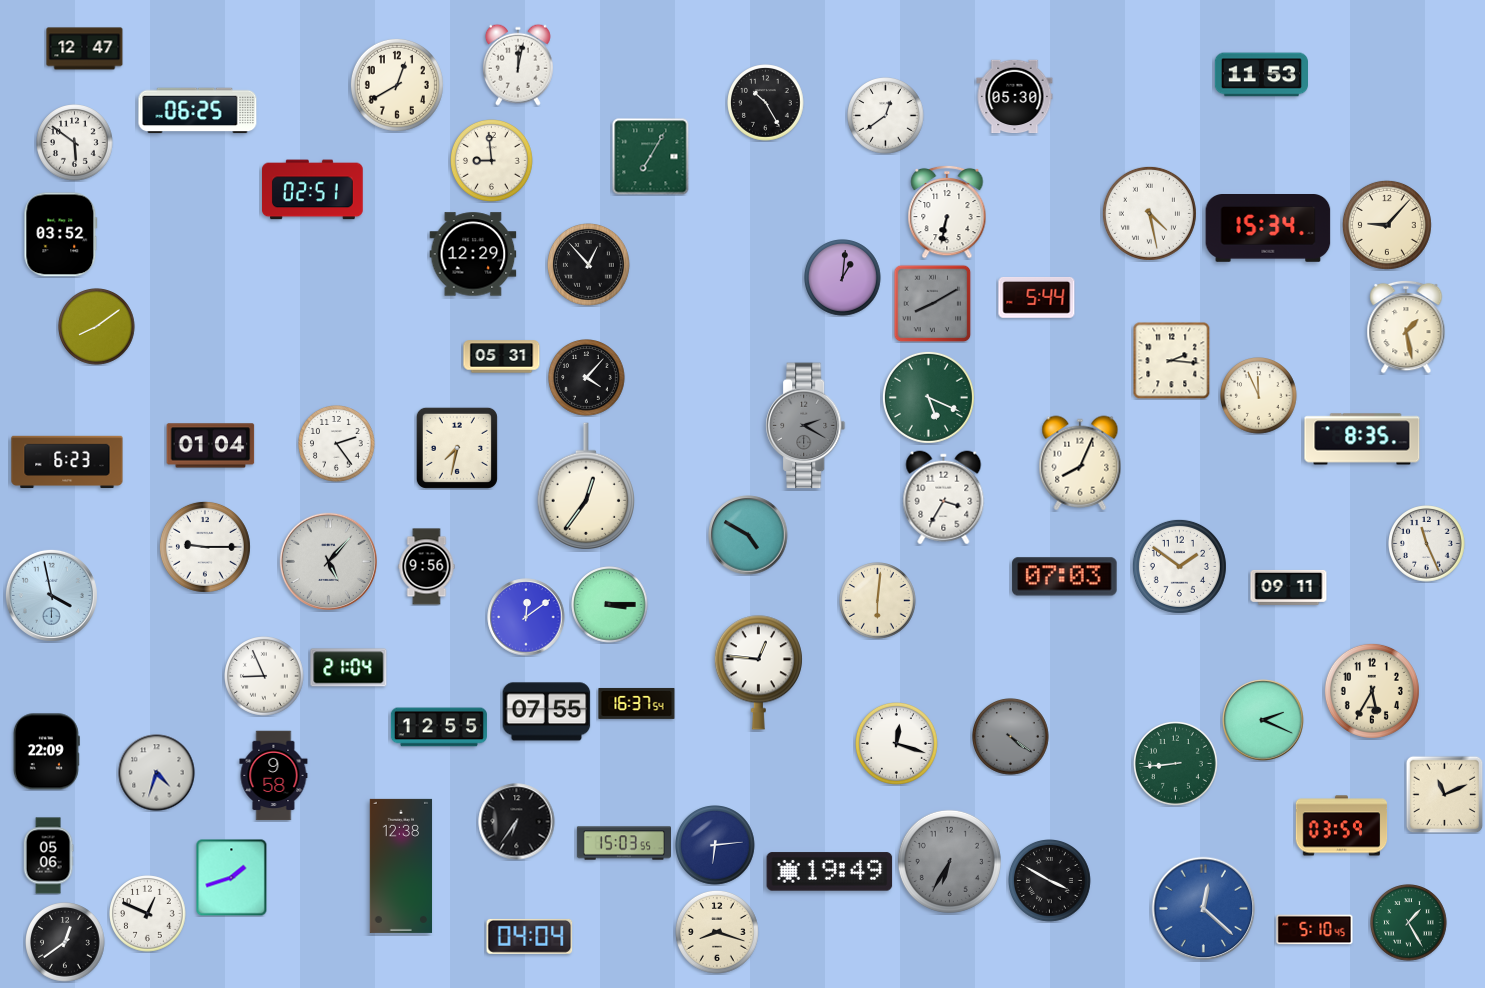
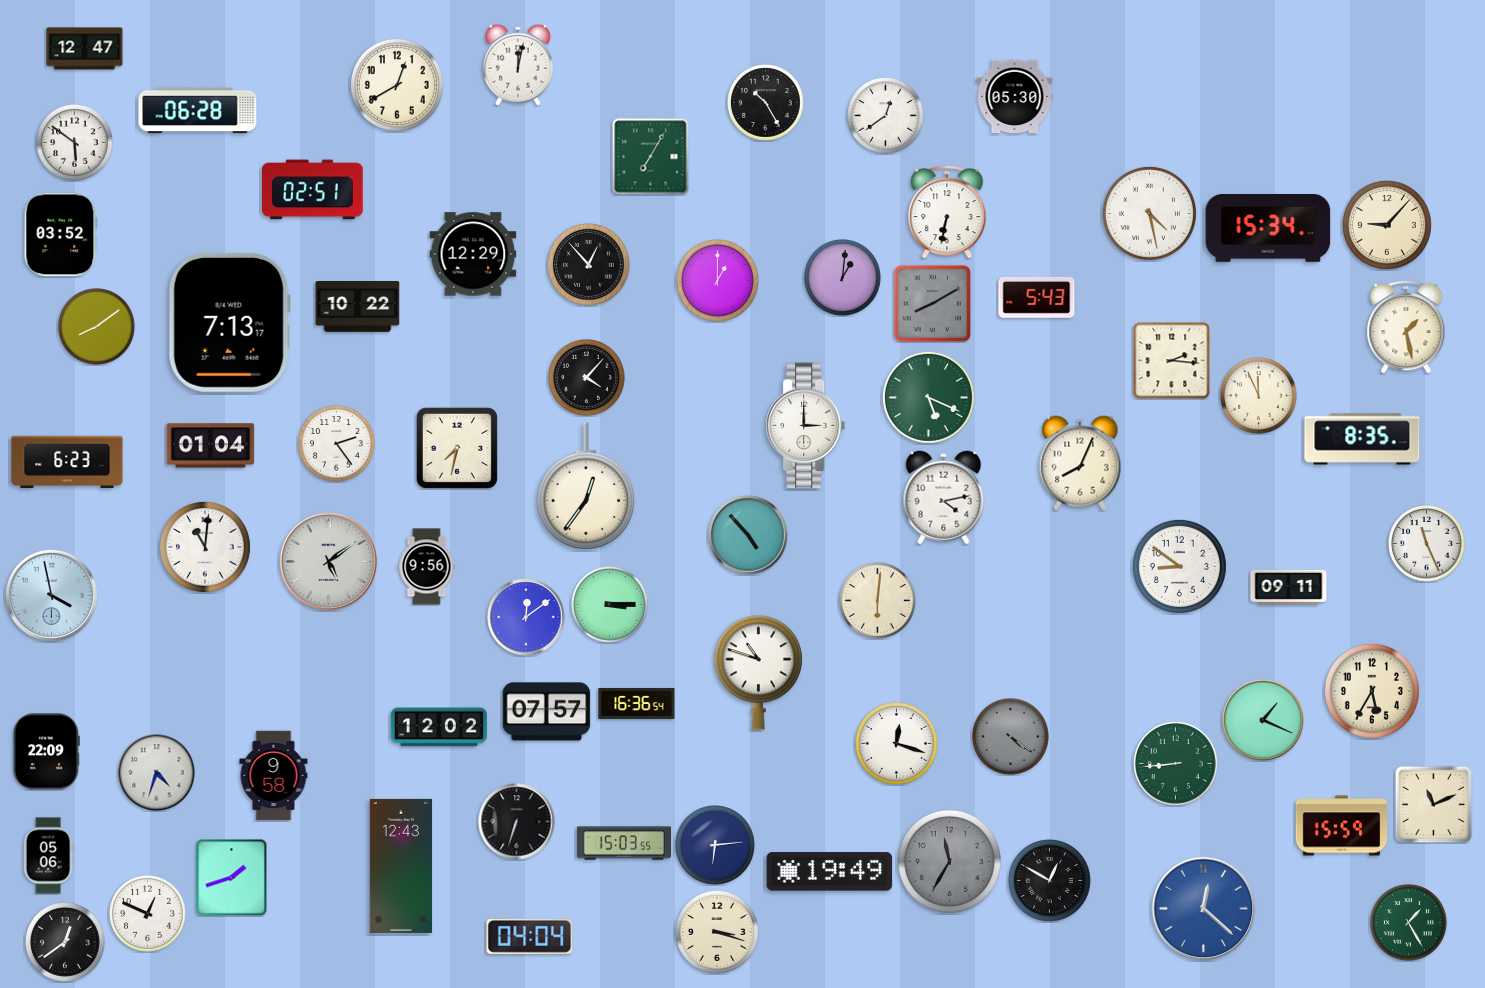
clock at (1261, 75): 11:53 -> none
clock at (198, 111): 06:25 -> 06:28
clock at (492, 161): 8:59 -> none
clock at (718, 281): none -> 1:00
clock at (1037, 297): 5:44 -> 5:43
clock at (358, 307): none -> 10:22
clock at (229, 322): none -> 7:13
clock at (502, 357): 05:31 -> none
clock at (806, 426): 2:20 -> 3:00
clock at (806, 426) dial: grey -> white
clock at (944, 498): 3:35 -> 4:13
clock at (748, 535): 4:50 -> 4:53
clock at (205, 547): 9:15 -> 11:01
clock at (328, 561): 5:07 -> 5:09
clock at (1179, 566): 1:51 -> 8:51
clock at (1065, 577): 07:03 -> none
clock at (349, 668): 21:04 -> none
clock at (758, 673): 12:46 -> 10:48
clock at (265, 677): 8:56 -> none
clock at (637, 703): 16:37 -> 16:36
clock at (547, 712): 07:55 -> 07:57
clock at (1263, 720): 2:19 -> 1:19
clock at (439, 727): 12:55 -> 12:02
clock at (1444, 794) position: (1444, 794) -> (1433, 804)
clock at (517, 822): 6:36 -> 6:33
clock at (1342, 826): 03:59 -> 15:59
clock at (949, 861): 6:35 -> 11:35
clock at (401, 866): 12:38 -> 12:43
clock at (1050, 881): 3:50 -> 12:50
clock at (1315, 930): 5:10 -> none
clock at (717, 932): 8:18 -> 3:18
